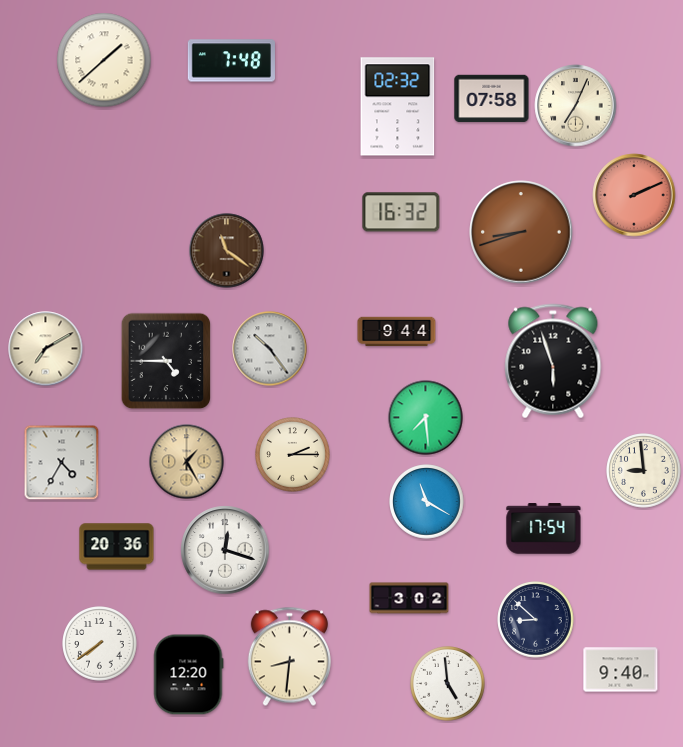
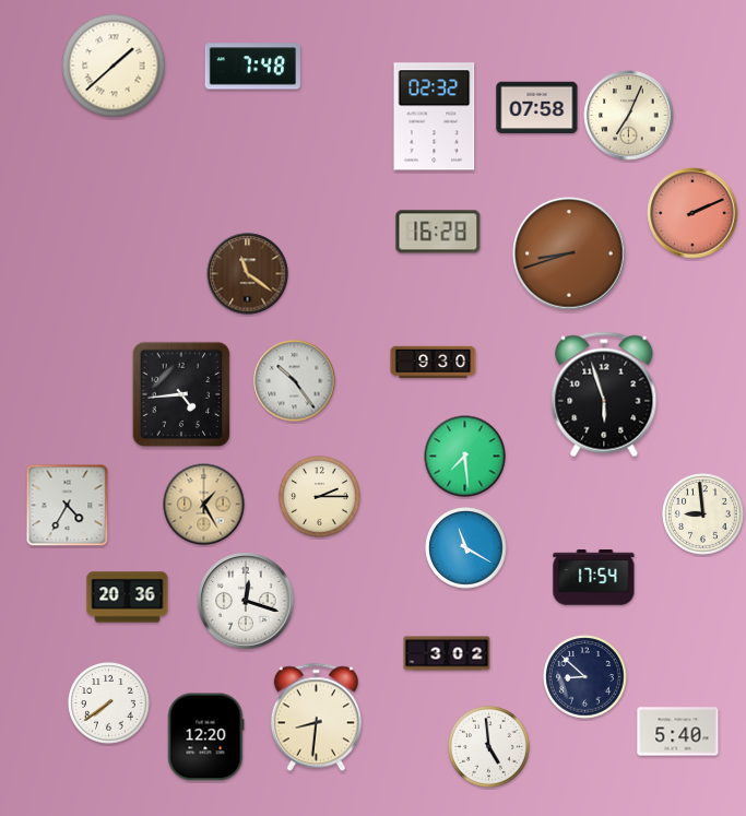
clock at (401, 212): 16:32 -> 16:28
clock at (397, 332): 9:44 -> 9:30
clock at (46, 349): 7:10 -> none
clock at (166, 361): 4:45 -> 4:44
clock at (621, 670): 9:40 -> 5:40
